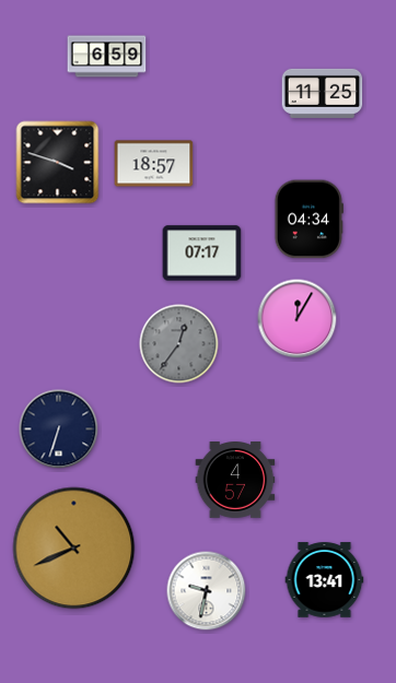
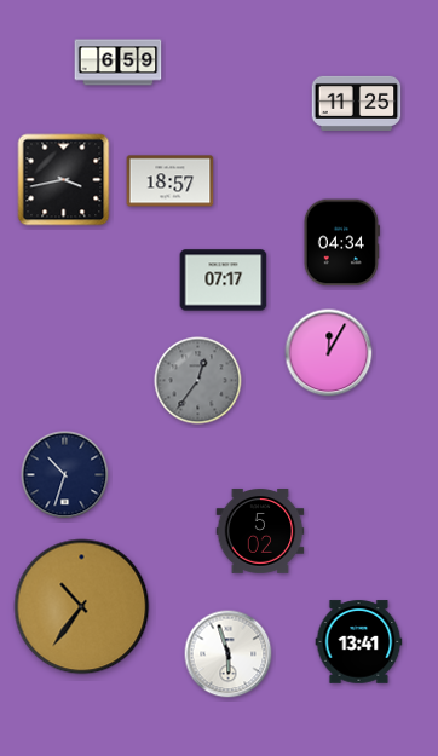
clock at (58, 163): 3:48 -> 3:43
clock at (59, 429): 6:33 -> 10:33
clock at (235, 481): 4:57 -> 5:02
clock at (74, 549): 10:41 -> 10:36
clock at (207, 591): 9:32 -> 5:57
